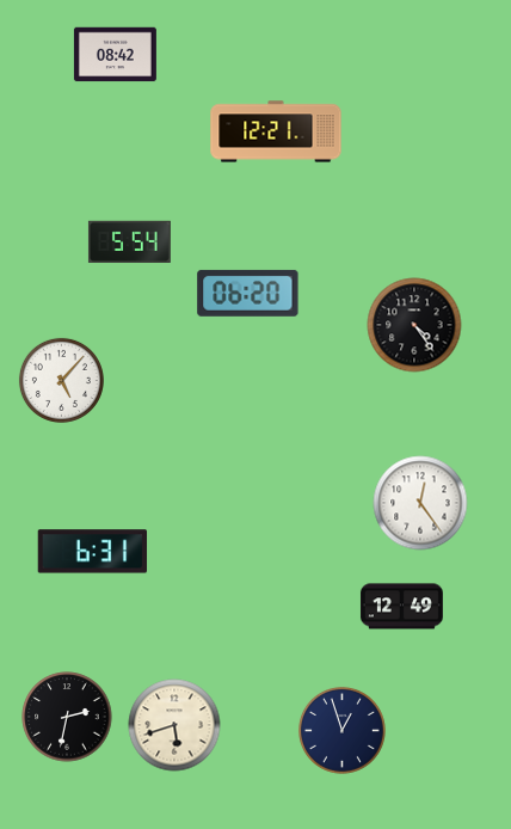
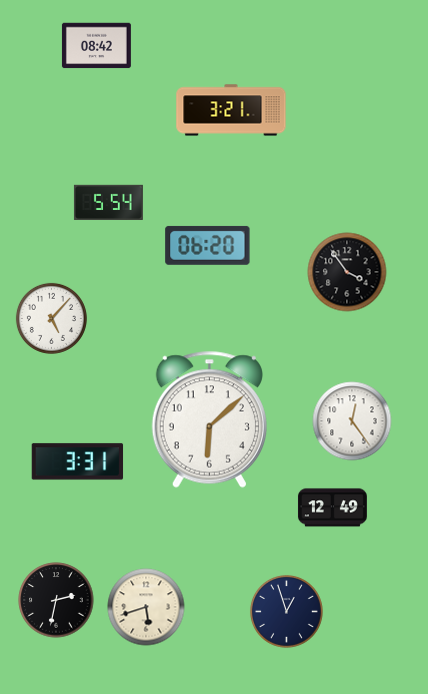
clock at (276, 131): 12:21 -> 3:21
clock at (414, 325): 4:24 -> 3:54
clock at (209, 419): none -> 6:08
clock at (93, 552): 6:31 -> 3:31
clock at (401, 607) position: (401, 607) -> (332, 508)
